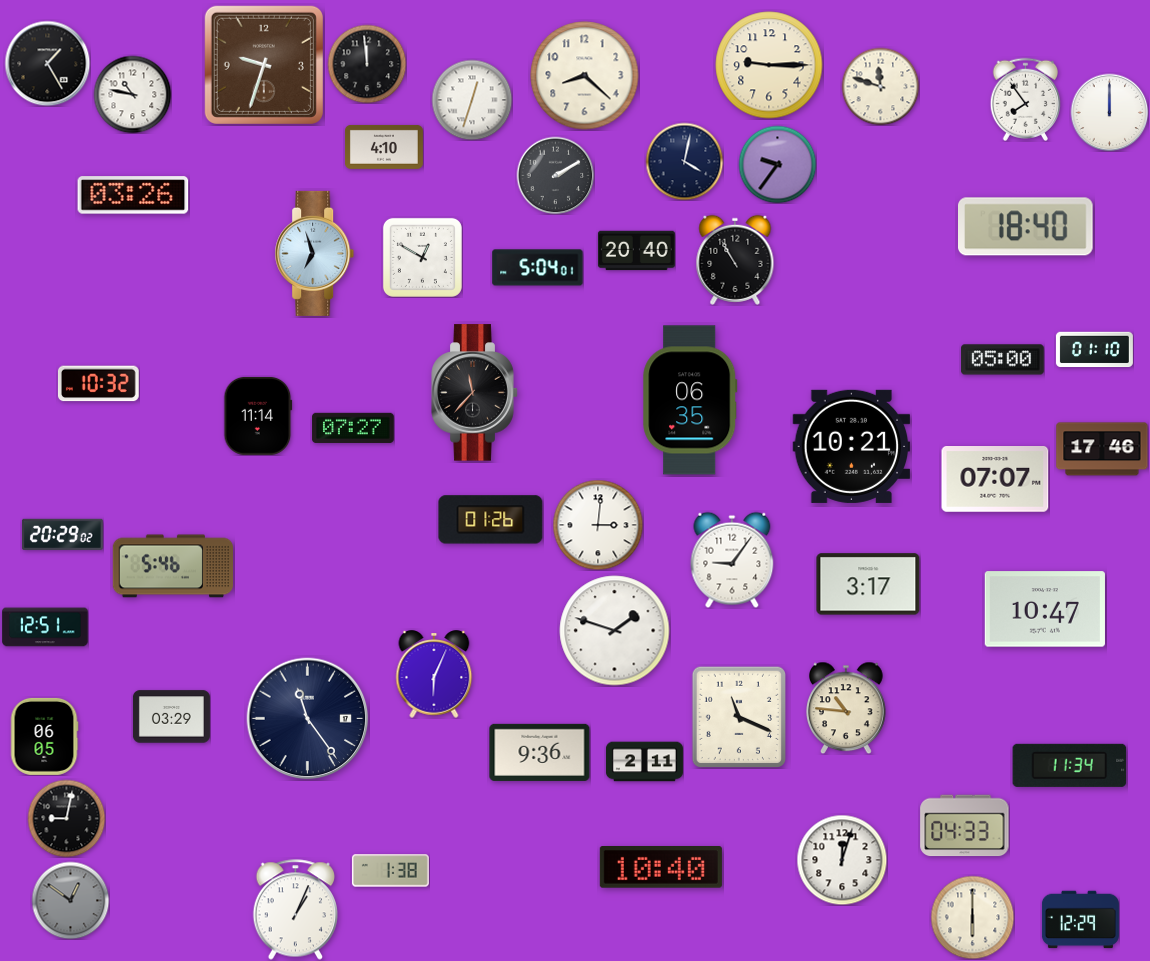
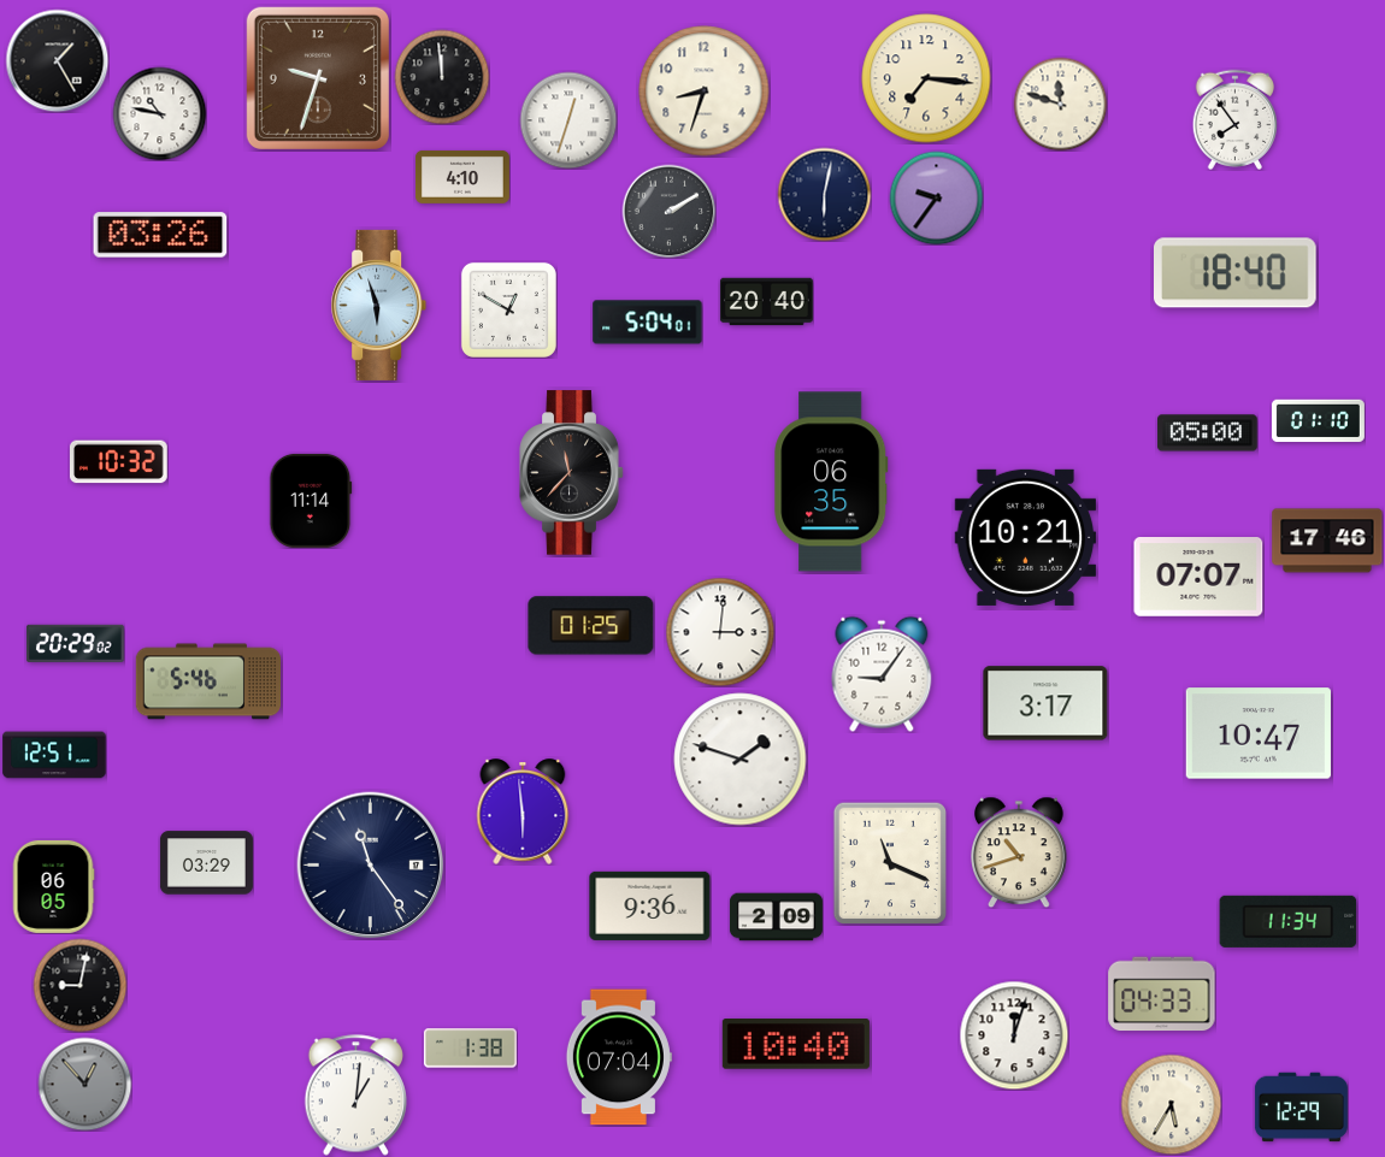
clock at (47, 63) position: (47, 63) -> (57, 60)
clock at (769, 65): 9:15 -> 7:16
clock at (585, 76): 8:22 -> 8:33
clock at (1109, 112): 12:00 -> none
clock at (684, 161): 4:02 -> 6:02
clock at (315, 253): 6:57 -> 5:57
clock at (735, 260): 10:55 -> none
clock at (353, 428): 07:27 -> none
clock at (491, 520): 01:26 -> 01:25
clock at (434, 674): 6:04 -> 5:59
clock at (847, 708): 10:46 -> 10:42
clock at (644, 762): 2:11 -> 2:09
clock at (619, 1057): none -> 07:04
clock at (70, 900): 12:51 -> 12:53
clock at (295, 910): 1:04 -> 1:01
clock at (972, 917): 6:00 -> 5:35
